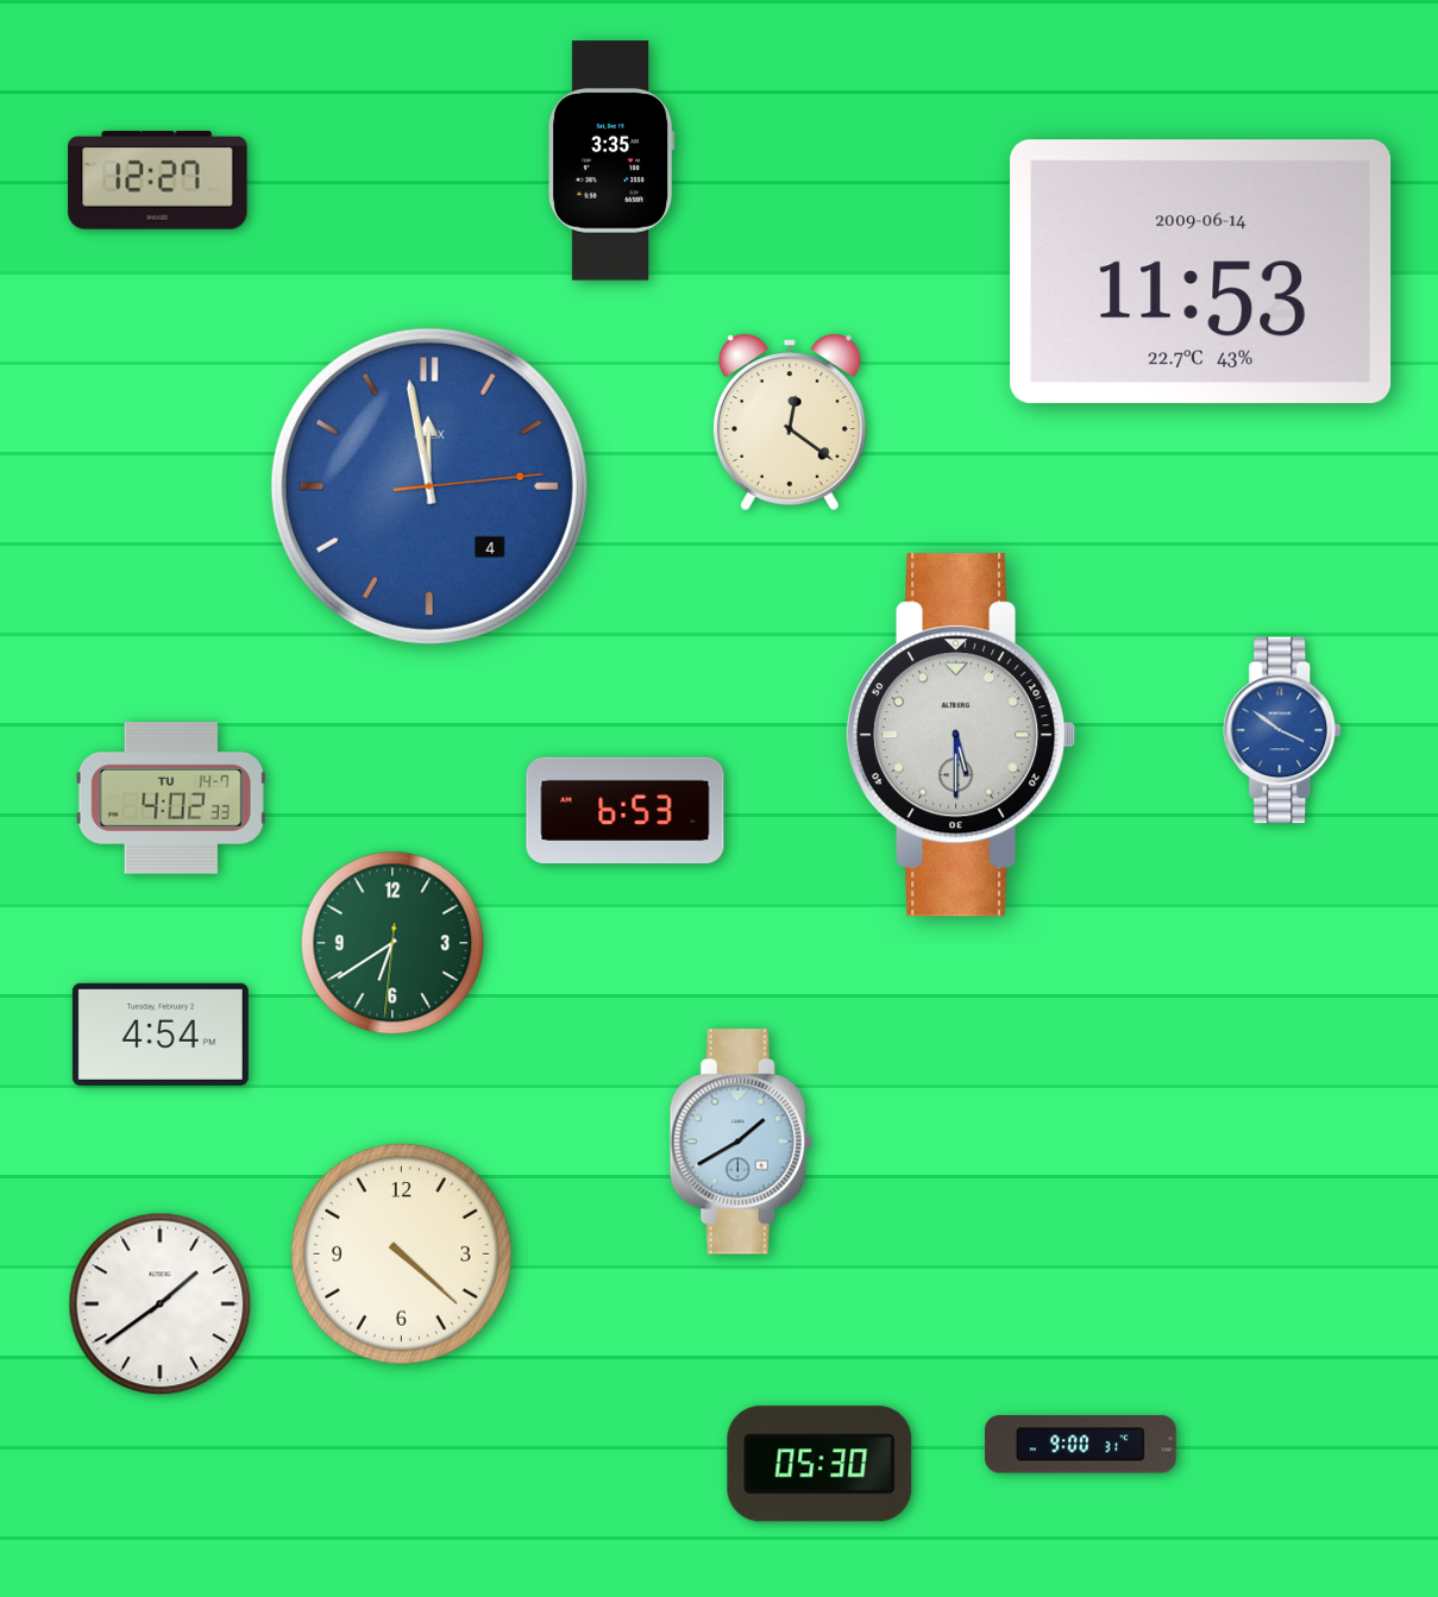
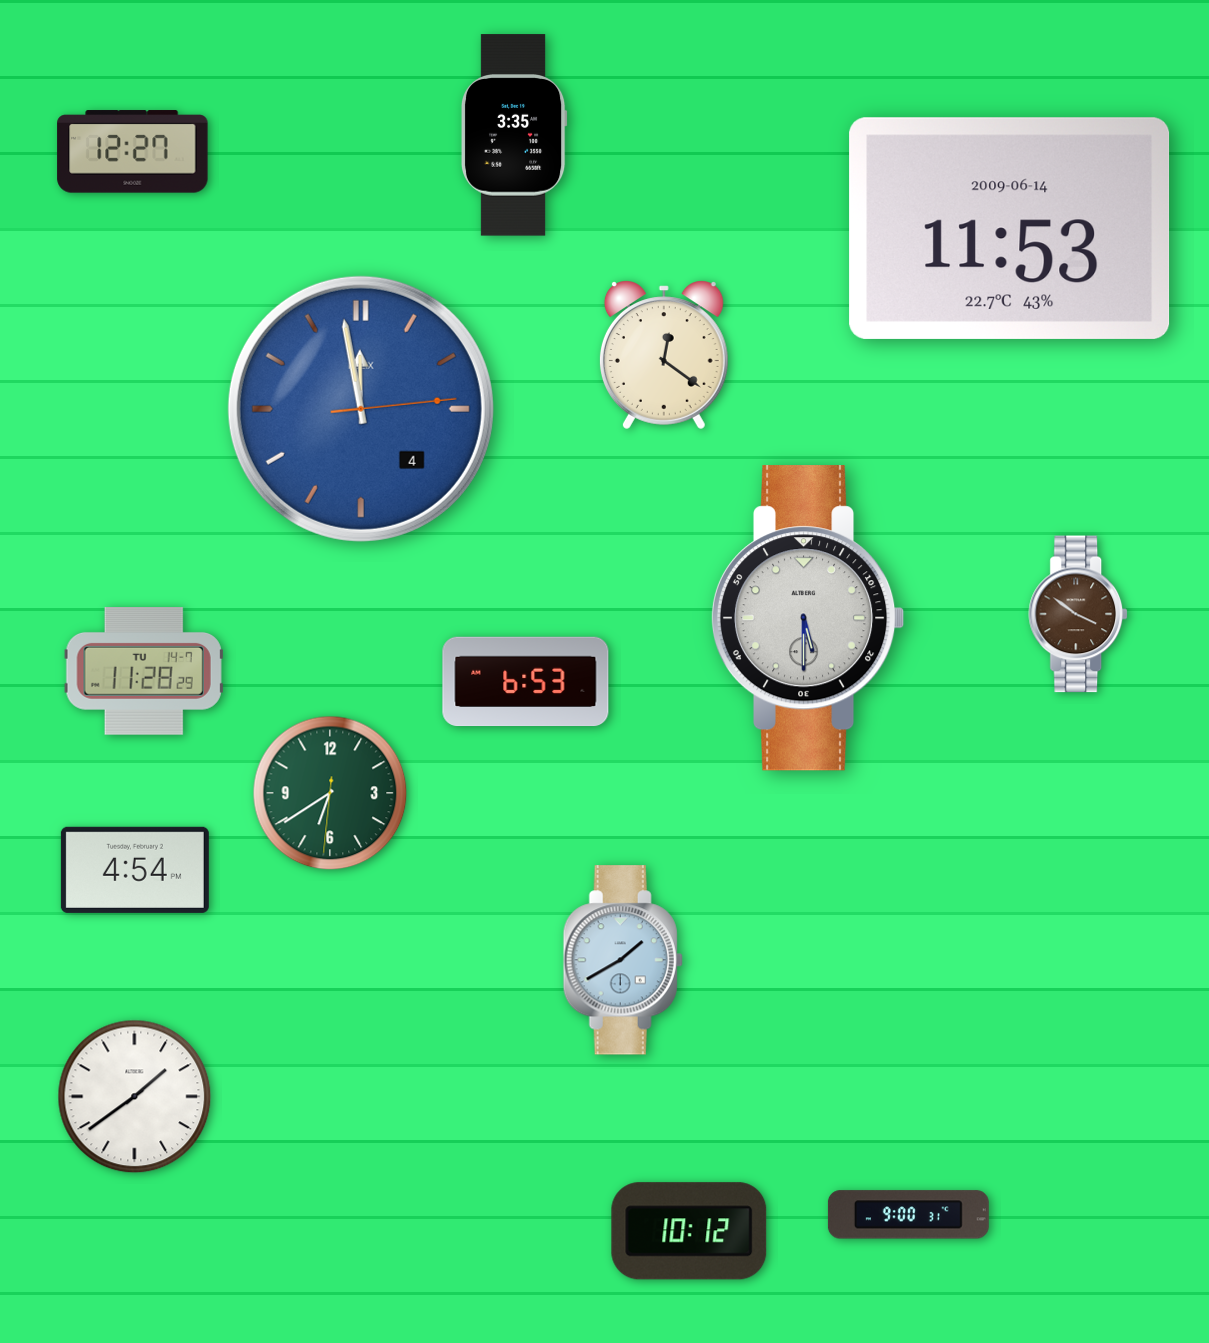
clock at (1283, 730) dial: blue -> brown
clock at (171, 799): 4:02 -> 11:28
clock at (402, 1255): 4:22 -> none
clock at (820, 1464): 05:30 -> 10:12
